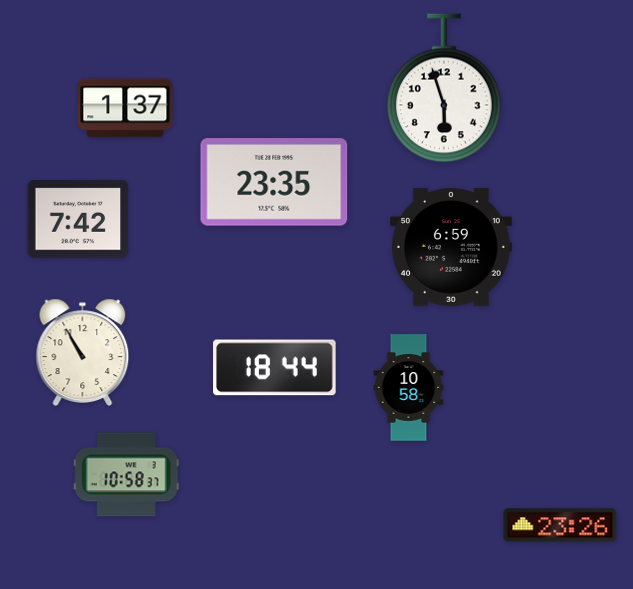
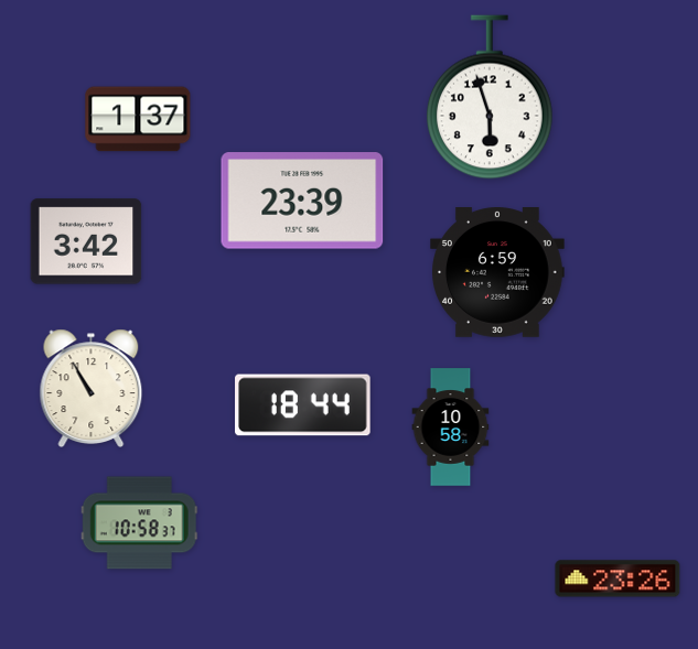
clock at (274, 182): 23:35 -> 23:39
clock at (78, 219): 7:42 -> 3:42
